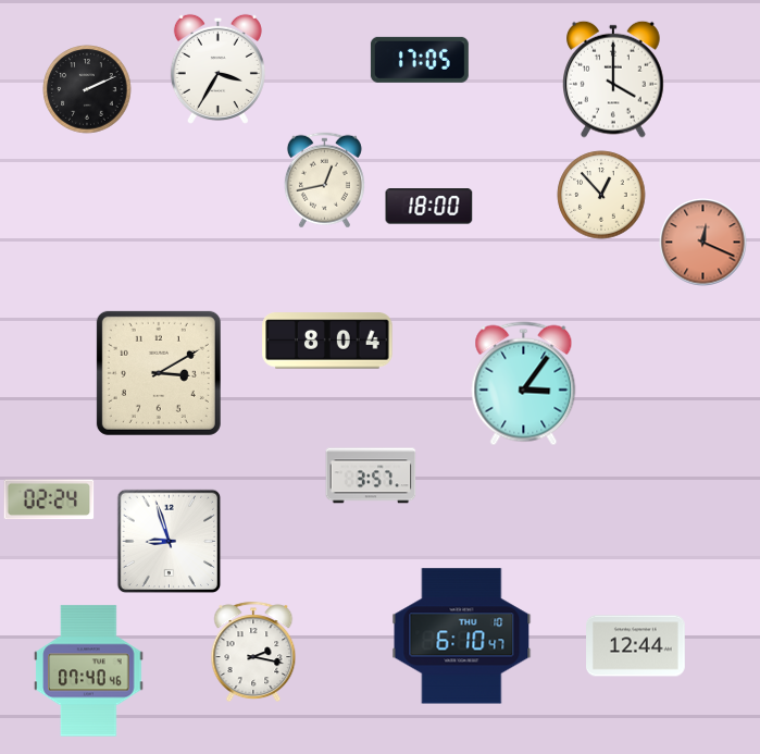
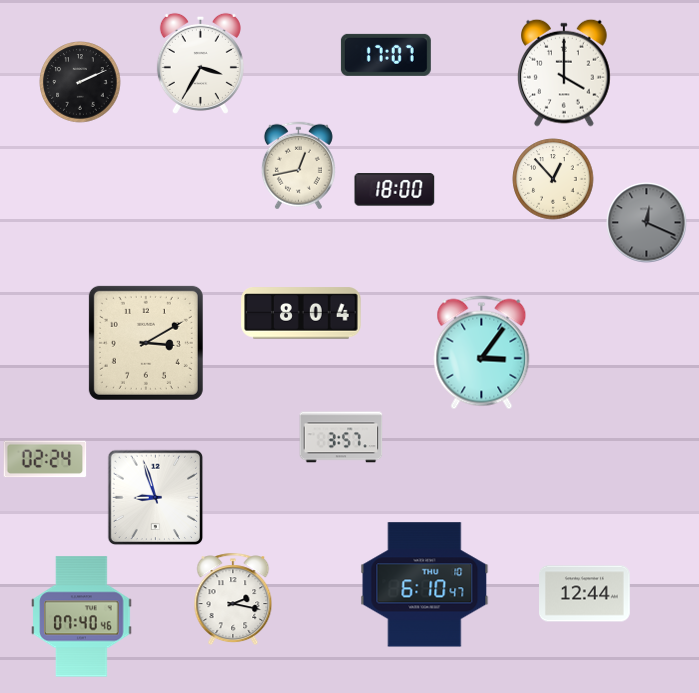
clock at (420, 60): 17:05 -> 17:07
clock at (703, 243) dial: salmon -> grey
